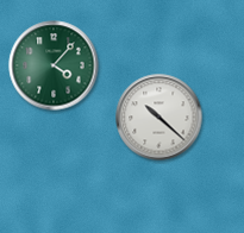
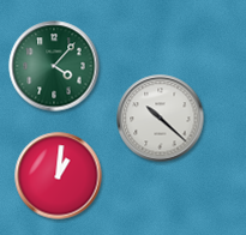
clock at (59, 176): none -> 1:01
